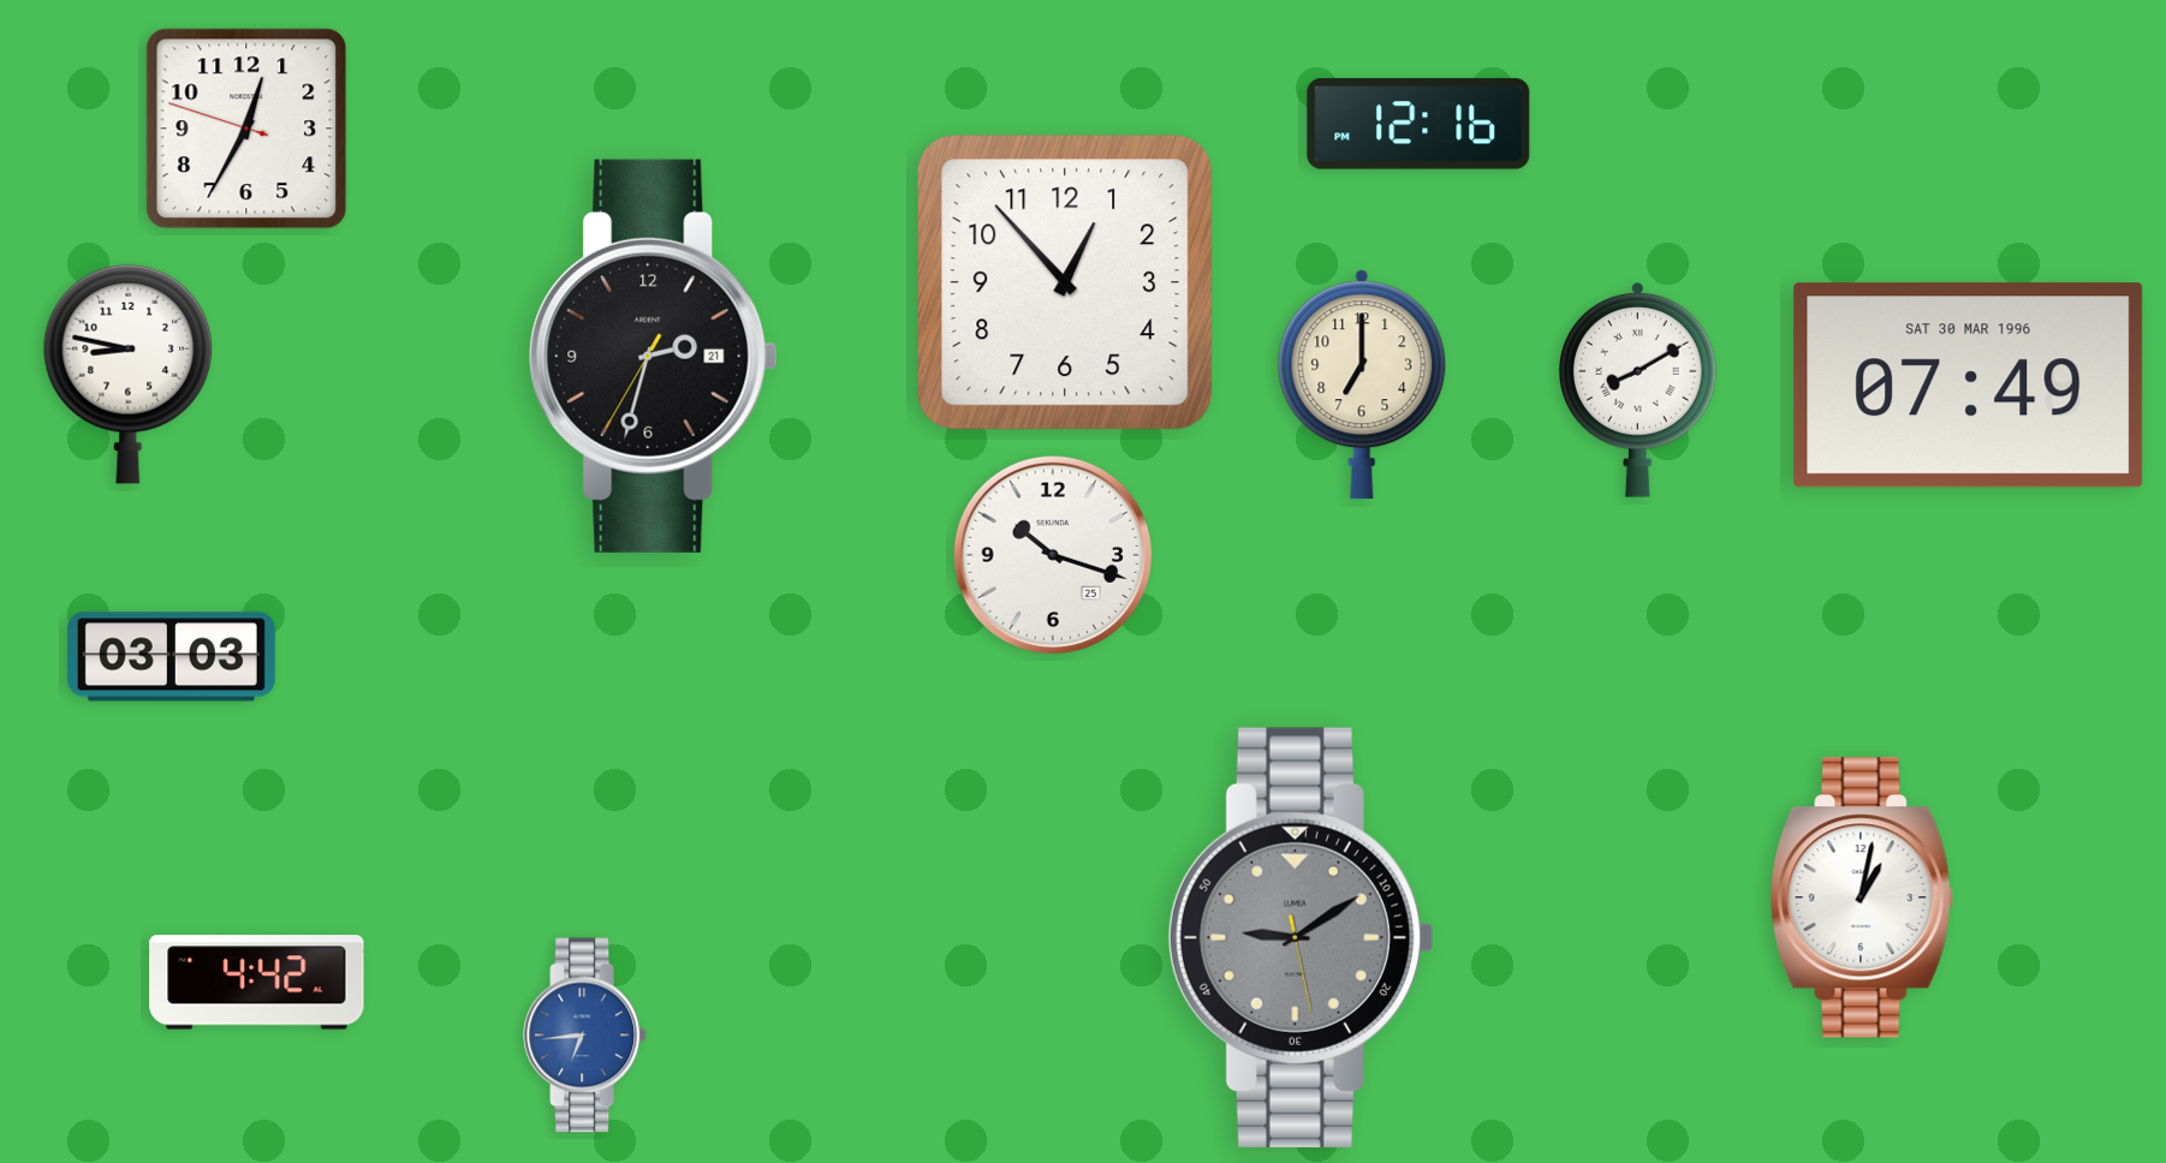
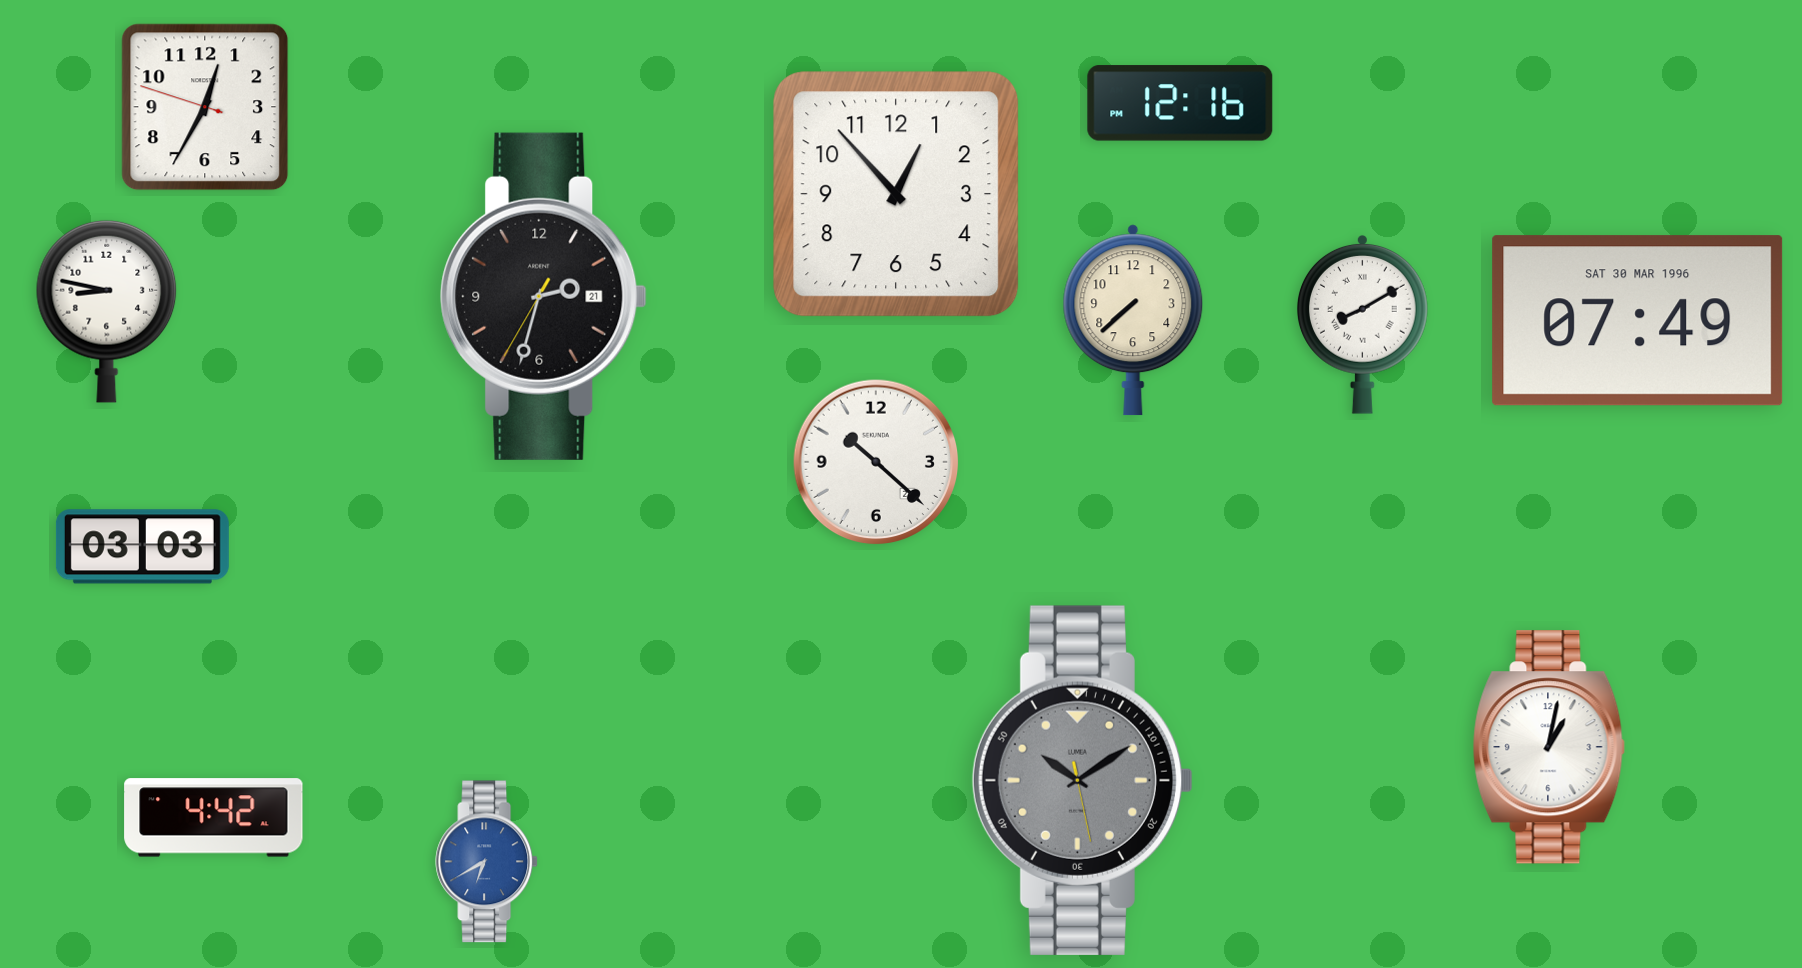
clock at (1065, 282) position: (1065, 282) -> (896, 194)
clock at (1362, 384): 7:00 -> 7:38
clock at (1053, 555): 10:18 -> 10:22
clock at (1302, 937): 9:09 -> 10:09
clock at (585, 1036): 6:44 -> 6:40
